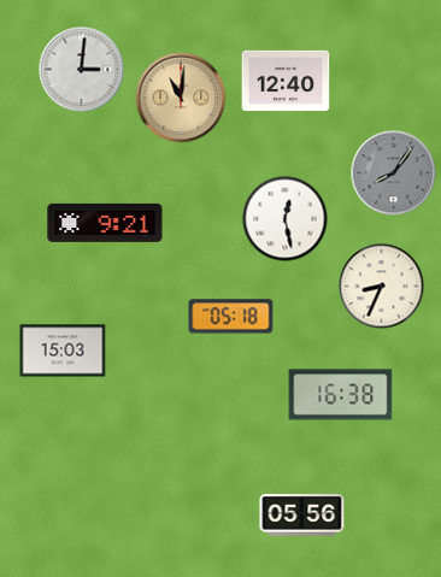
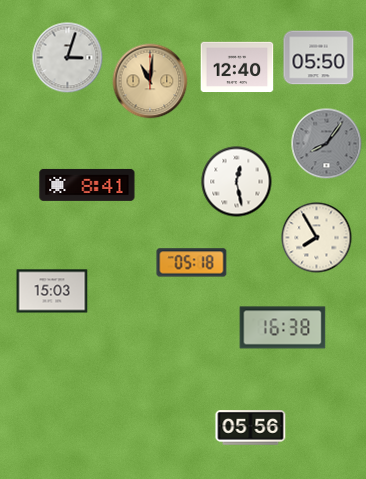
clock at (82, 70): 3:01 -> 3:03
clock at (319, 58): none -> 05:50
clock at (105, 223): 9:21 -> 8:41
clock at (382, 287): 8:34 -> 7:55
